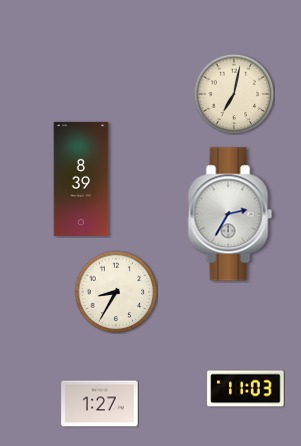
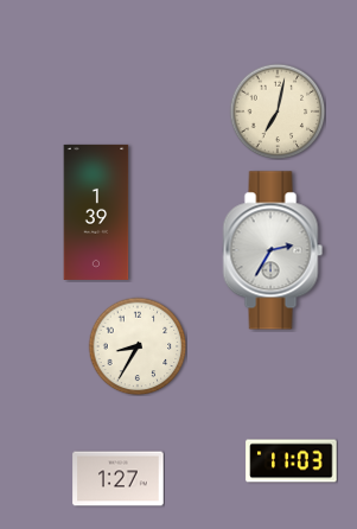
clock at (81, 179): 8:39 -> 1:39
clock at (230, 214) position: (230, 214) -> (273, 250)
